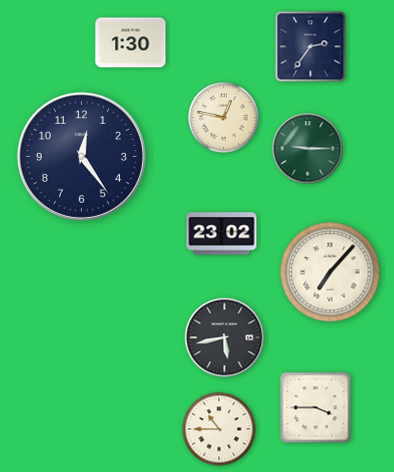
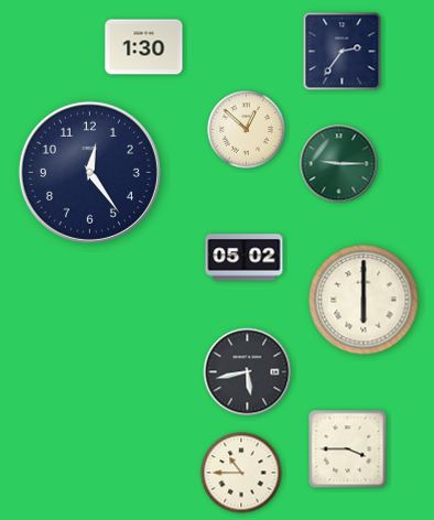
clock at (224, 118): 12:47 -> 12:52
clock at (222, 234): 23:02 -> 05:02
clock at (330, 272): 7:07 -> 6:00
